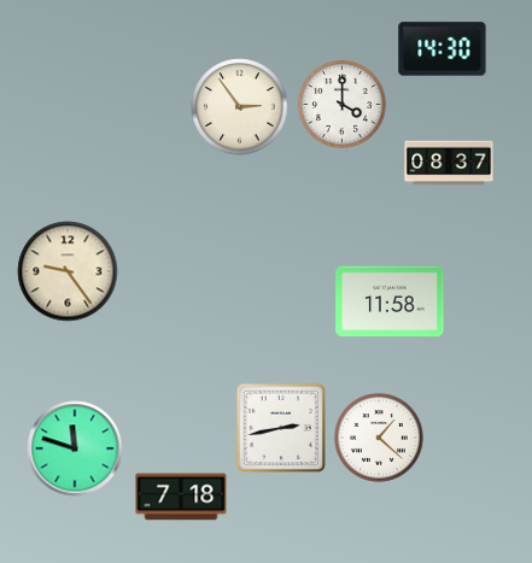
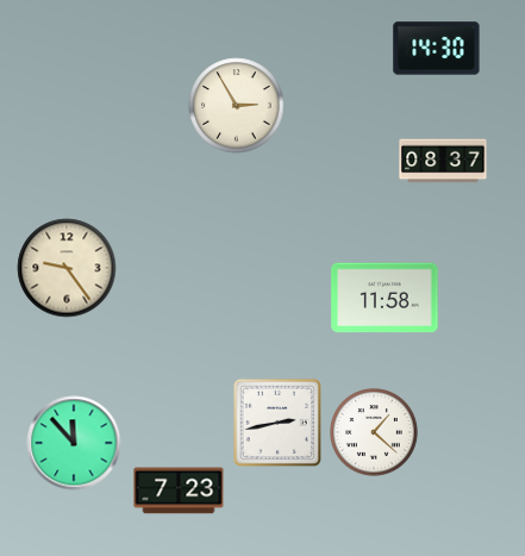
clock at (343, 105): 4:00 -> none
clock at (240, 107): 2:54 -> 2:55
clock at (75, 448): 11:48 -> 11:53
clock at (181, 497): 7:18 -> 7:23
